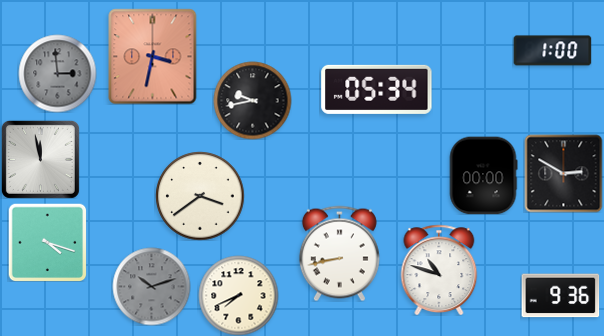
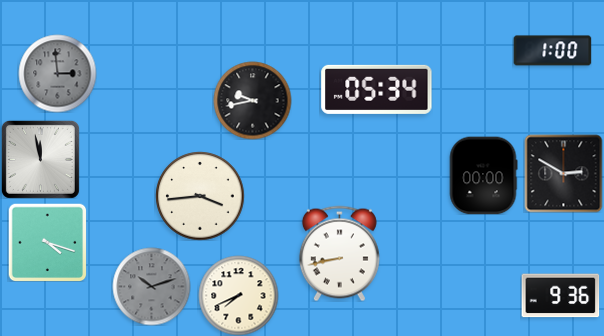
clock at (153, 56): 3:32 -> none
clock at (200, 196): 3:39 -> 3:44
clock at (439, 270): 10:48 -> none
